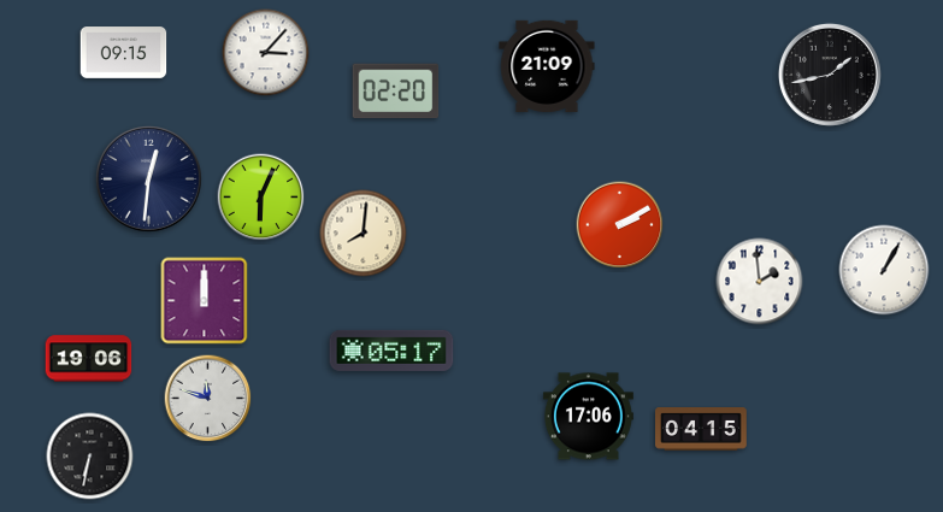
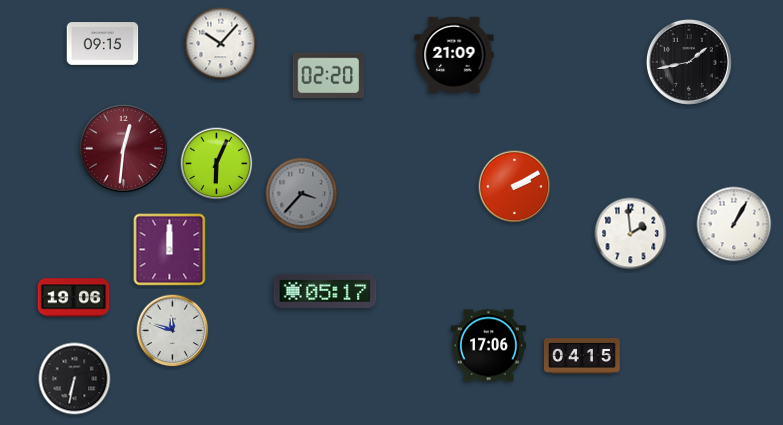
clock at (266, 53): 3:07 -> 10:07
clock at (149, 180) dial: navy -> burgundy
clock at (364, 234): 8:01 -> 3:37
clock at (364, 234) dial: cream -> grey
